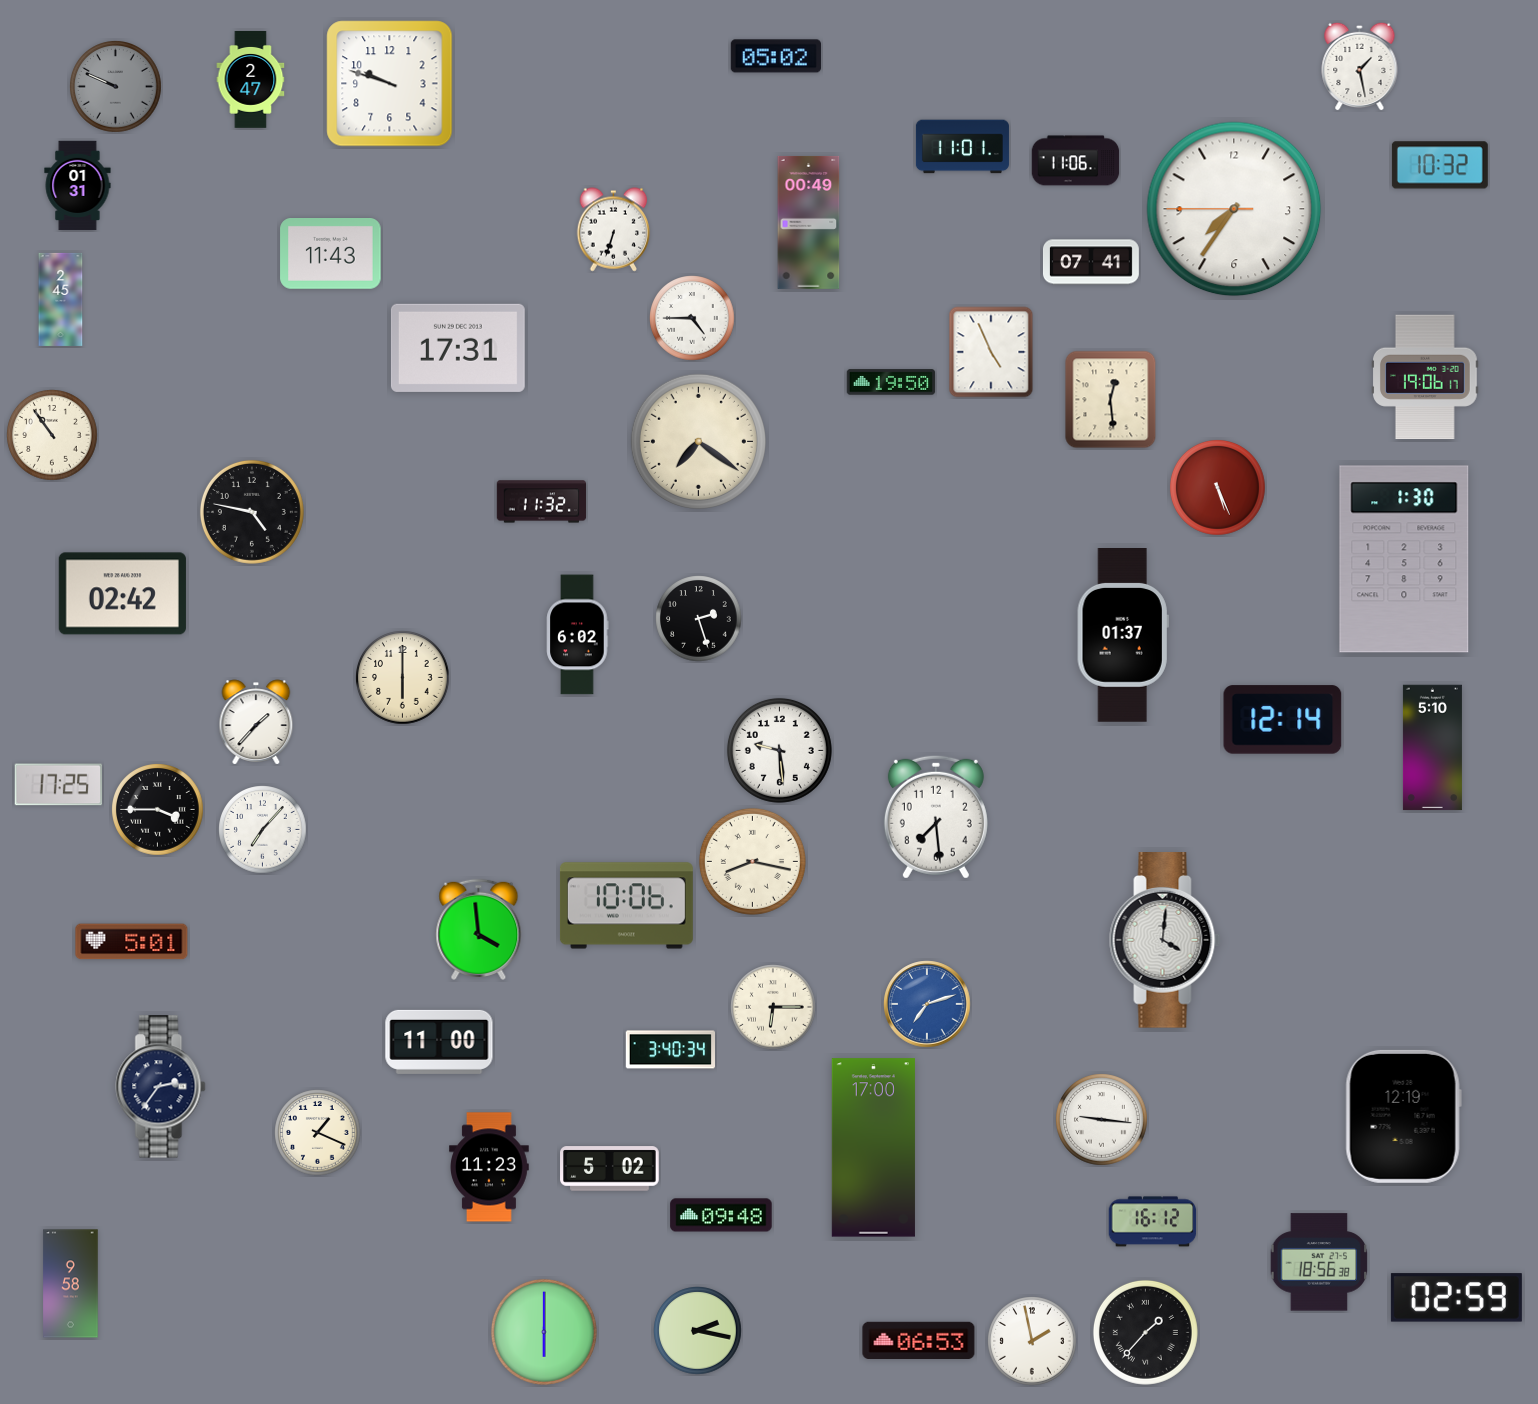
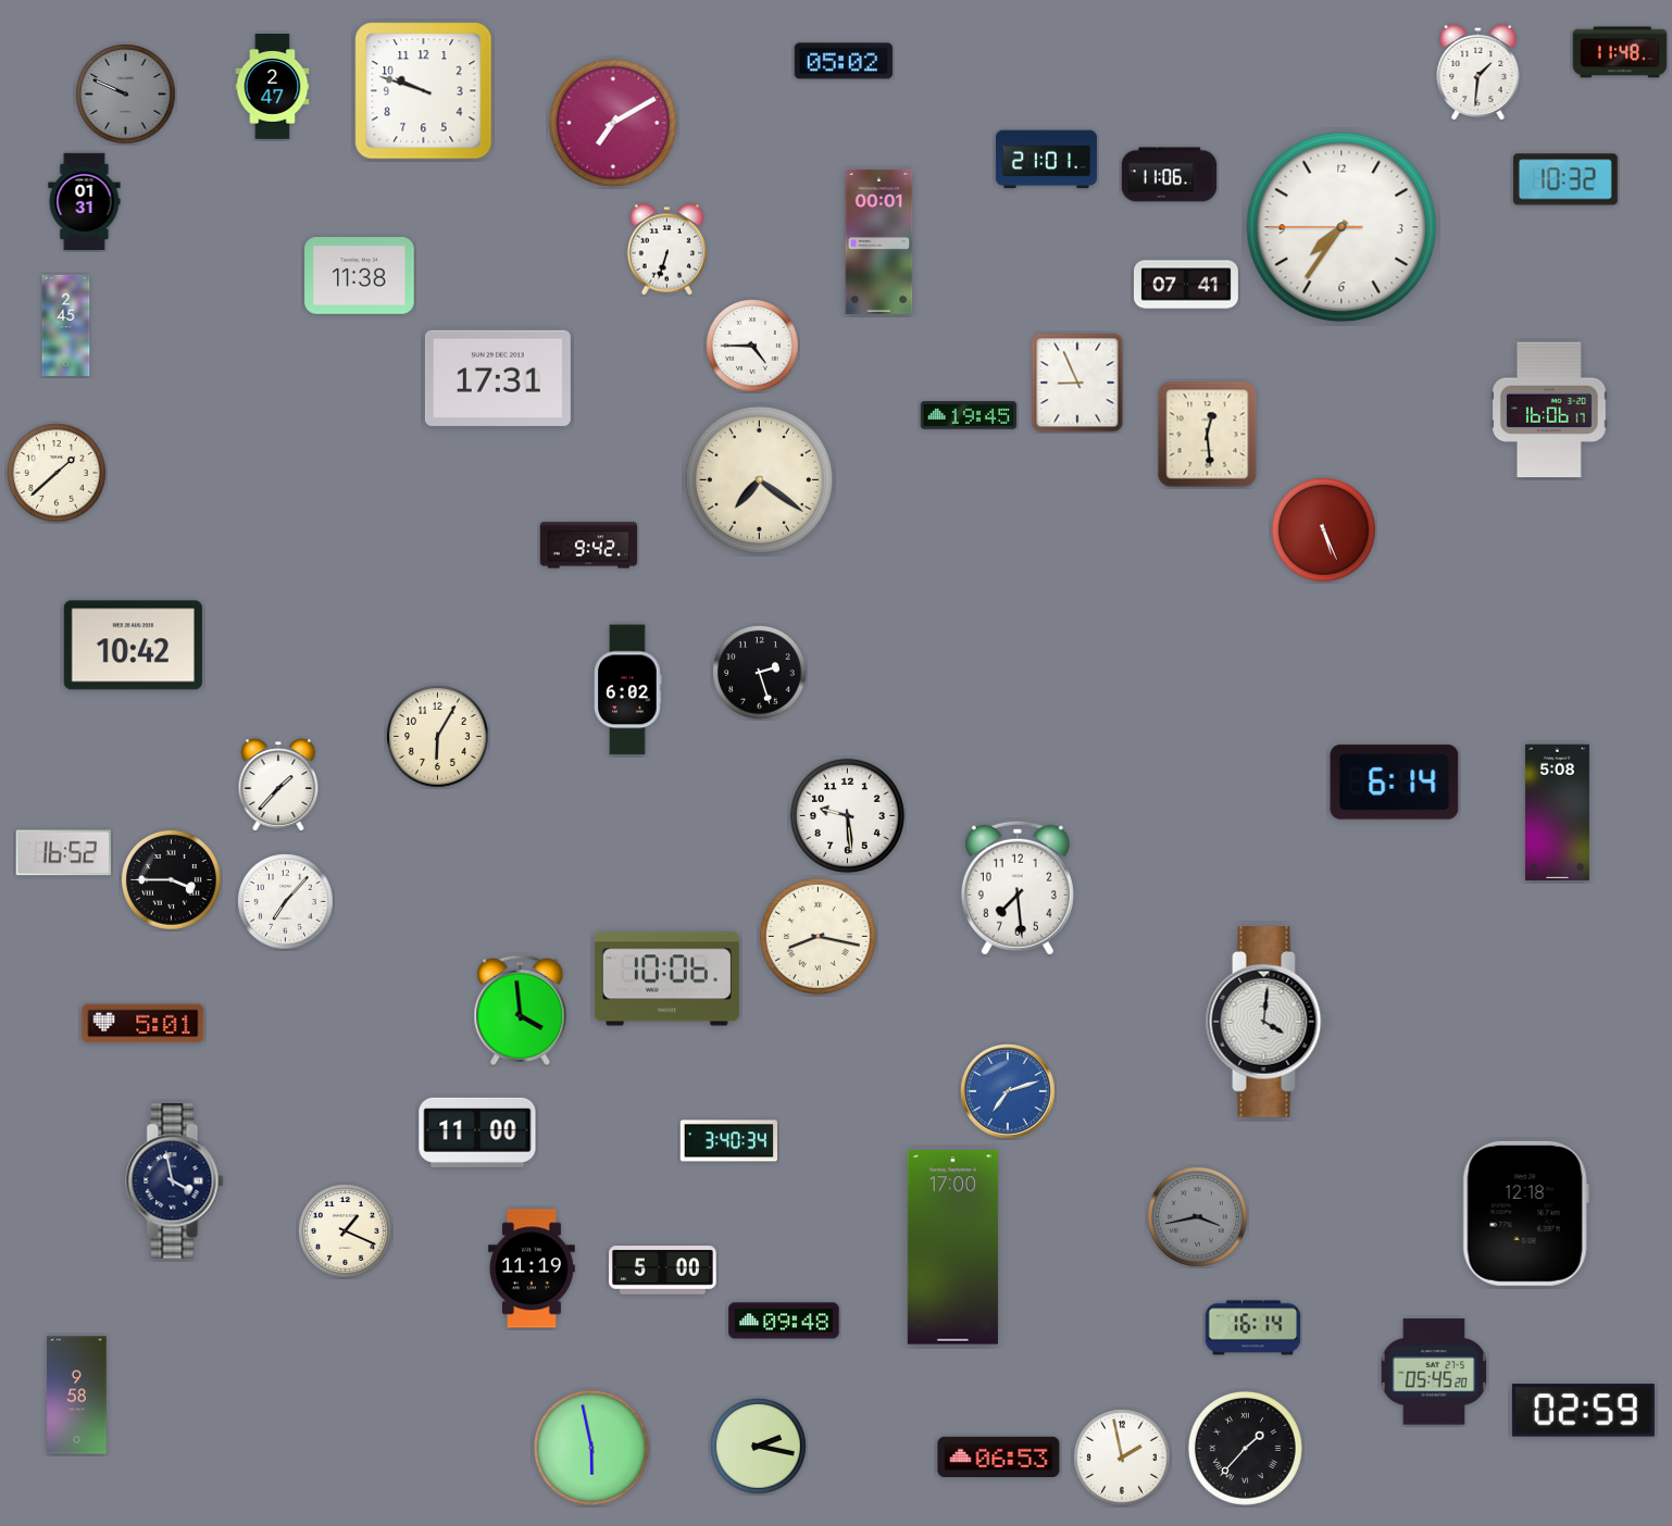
clock at (1620, 52): none -> 11:48
clock at (1360, 66): 1:28 -> 1:31
clock at (613, 123): none -> 7:10
clock at (962, 147): 11:01 -> 21:01
clock at (809, 222): 00:49 -> 00:01
clock at (331, 254): 11:43 -> 11:38
clock at (991, 352): 4:56 -> 8:56
clock at (1426, 377): 19:06 -> 16:06
clock at (891, 382): 19:50 -> 19:45
clock at (53, 436): 10:54 -> 1:38
clock at (542, 502): 11:32 -> 9:42
clock at (252, 512): 4:47 -> none
clock at (1404, 559): 1:30 -> none
clock at (122, 594): 02:42 -> 10:42
clock at (1123, 636): 01:37 -> none
clock at (403, 678): 6:00 -> 6:05
clock at (1283, 720): 12:14 -> 6:14
clock at (1432, 748): 5:10 -> 5:08
clock at (59, 785): 17:25 -> 16:52
clock at (626, 906) position: (626, 906) -> (666, 979)
clock at (773, 1007): 6:15 -> none
clock at (161, 1087): 2:36 -> 3:58
clock at (1403, 1116): 12:19 -> 12:18
clock at (1102, 1120): 9:16 -> 3:43
clock at (1102, 1120) dial: white -> grey
clock at (873, 1148) position: (873, 1148) -> (952, 1248)
clock at (490, 1167): 11:23 -> 11:19
clock at (610, 1169): 5:02 -> 5:00
clock at (1153, 1222): 16:12 -> 16:14
clock at (1319, 1262): 18:56 -> 05:45
clock at (544, 1332): 6:00 -> 5:58
